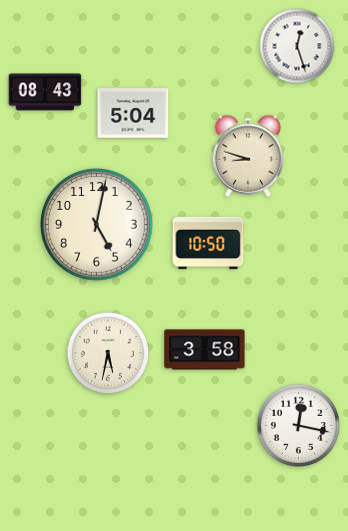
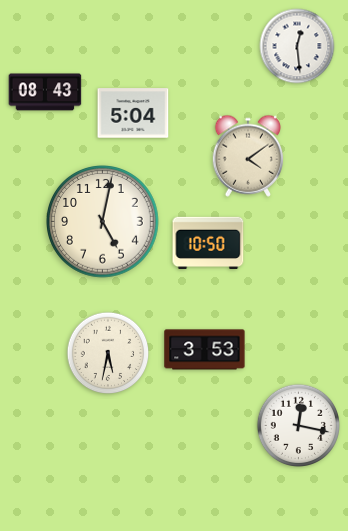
clock at (297, 46): 12:27 -> 12:29
clock at (247, 156): 8:48 -> 4:09
clock at (97, 225) position: (97, 225) -> (103, 222)
clock at (205, 350): 3:58 -> 3:53
